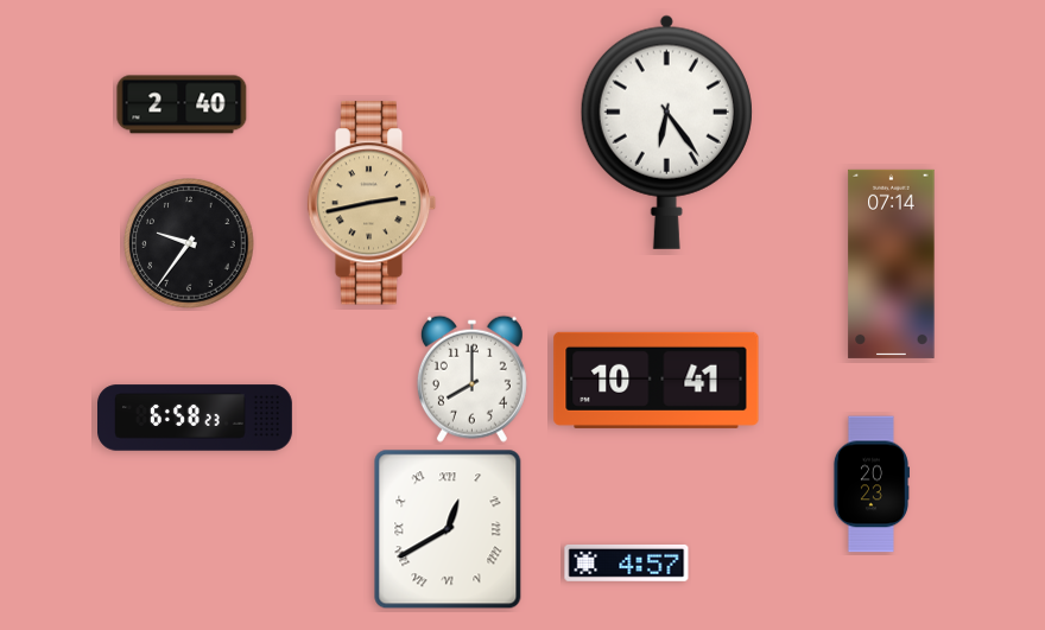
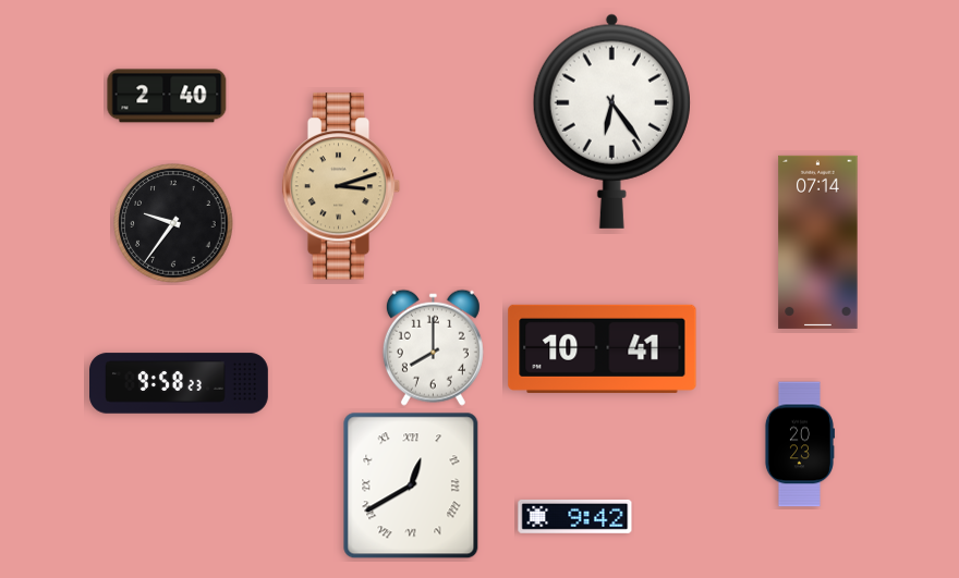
clock at (372, 203): 2:43 -> 3:12
clock at (196, 418): 6:58 -> 9:58
clock at (627, 562): 4:57 -> 9:42
